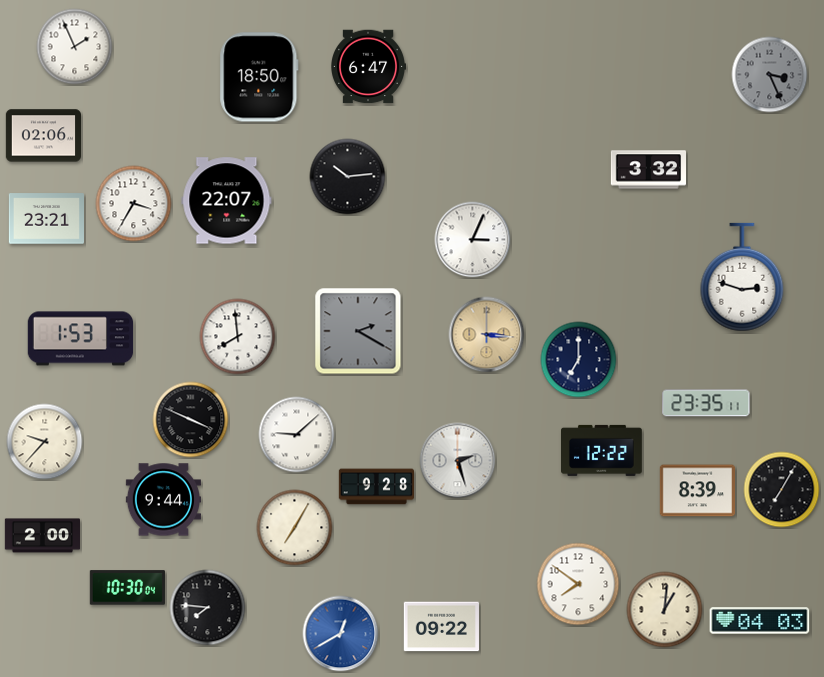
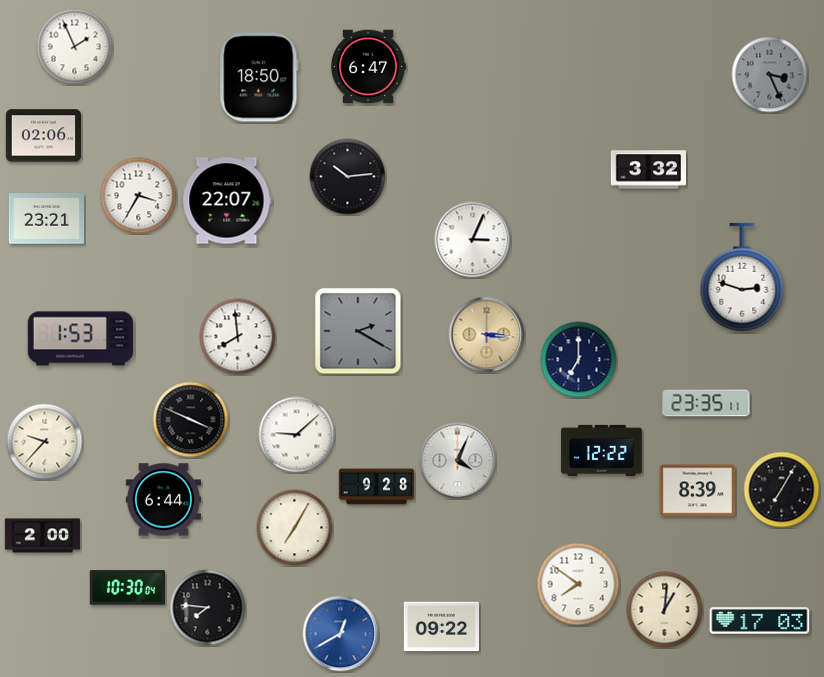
clock at (134, 204) position: (134, 204) -> (139, 196)
clock at (458, 461): 2:27 -> 4:04
clock at (163, 500): 9:44 -> 6:44
clock at (760, 621): 04:03 -> 17:03
